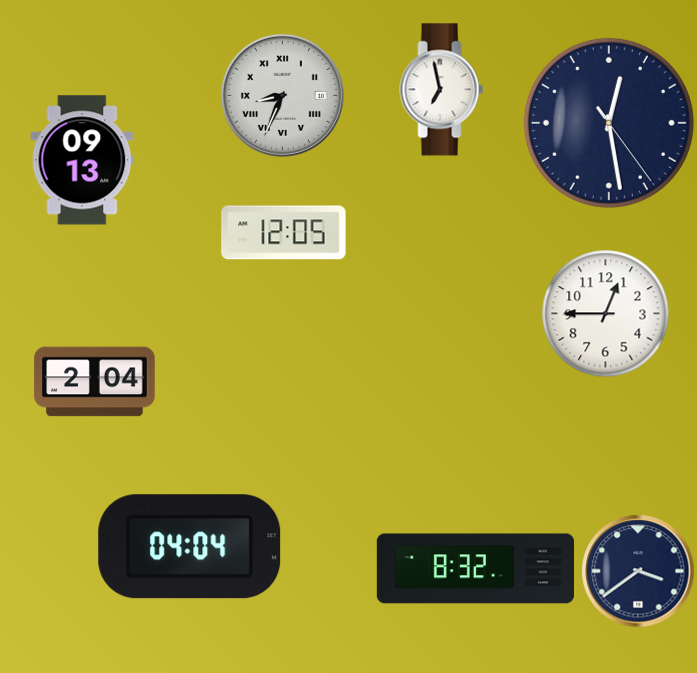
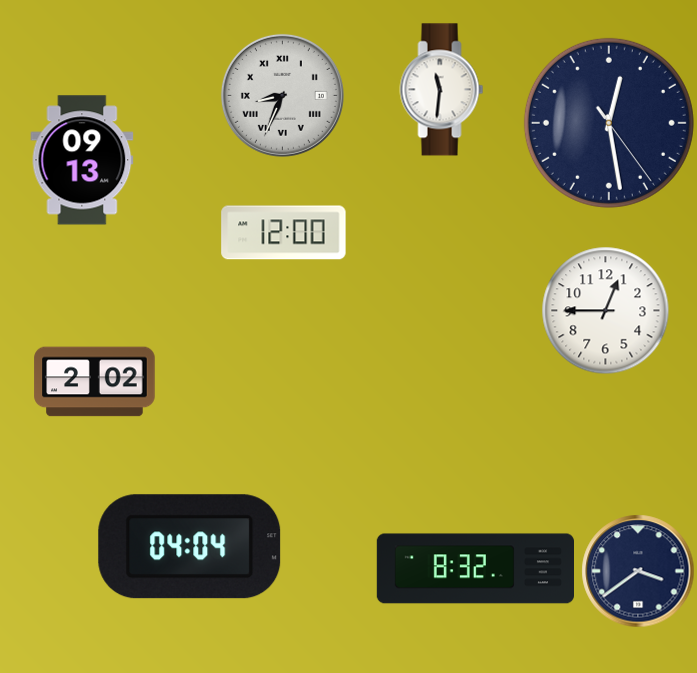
clock at (442, 90): 6:58 -> 11:31
clock at (284, 233): 12:05 -> 12:00
clock at (606, 314) position: (606, 314) -> (606, 311)
clock at (95, 382): 2:04 -> 2:02
